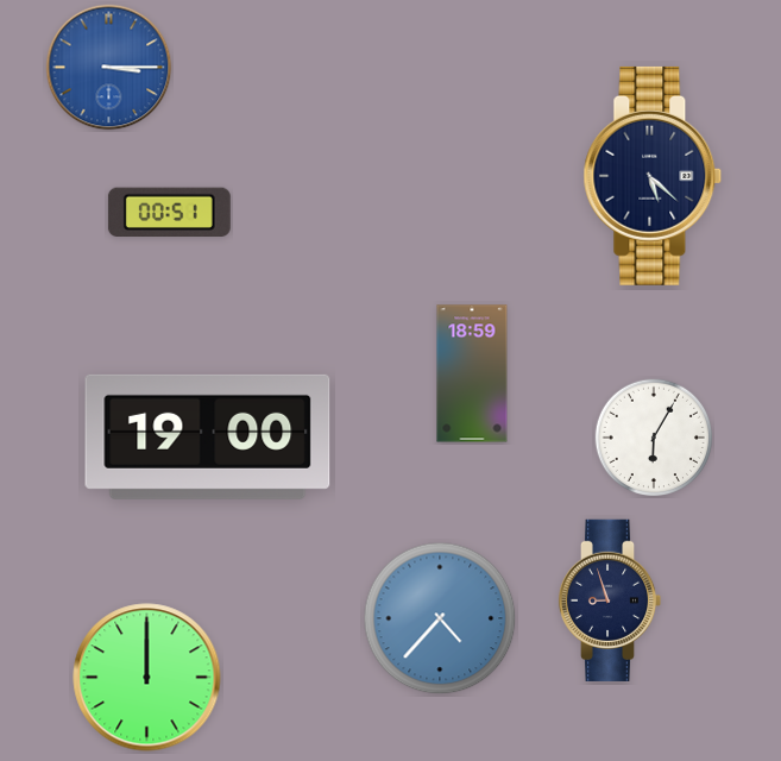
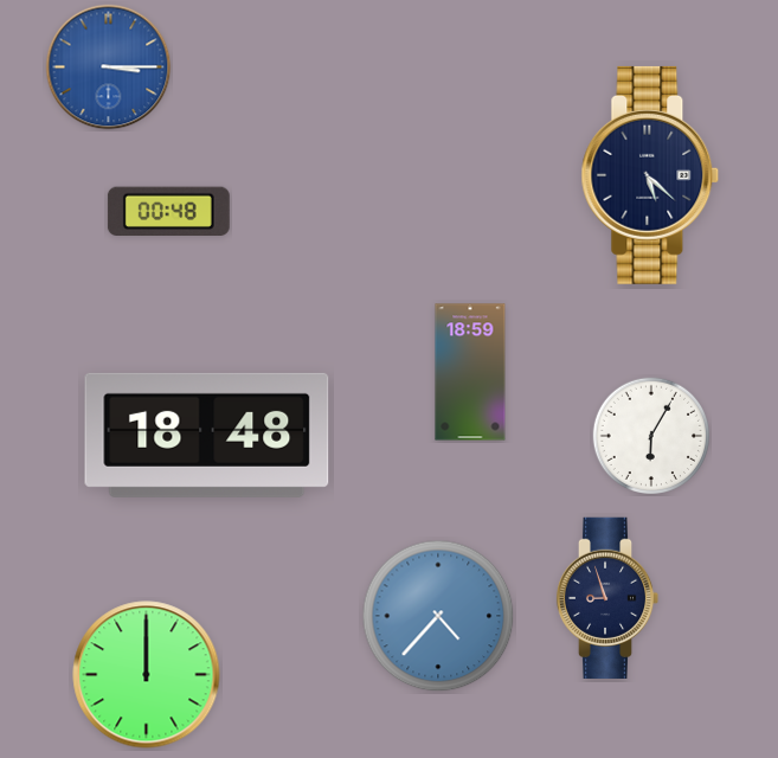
clock at (169, 213): 00:51 -> 00:48
clock at (208, 436): 19:00 -> 18:48
